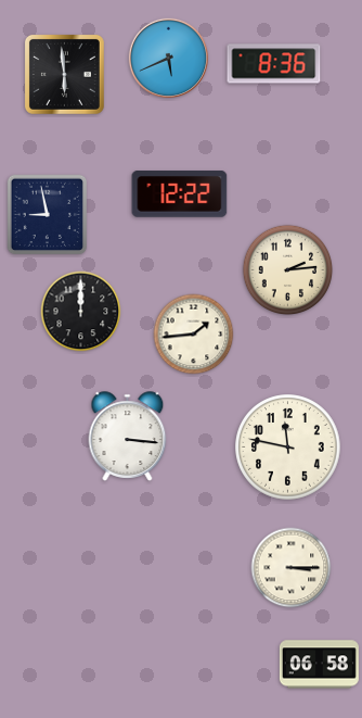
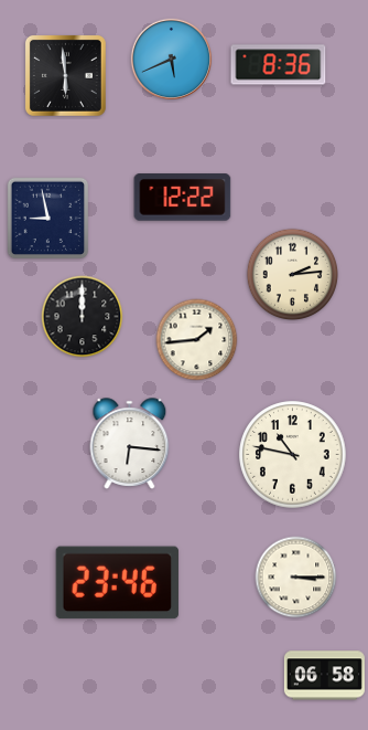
clock at (128, 437): 3:16 -> 6:16
clock at (288, 448): 11:47 -> 10:47
clock at (117, 583): none -> 23:46
